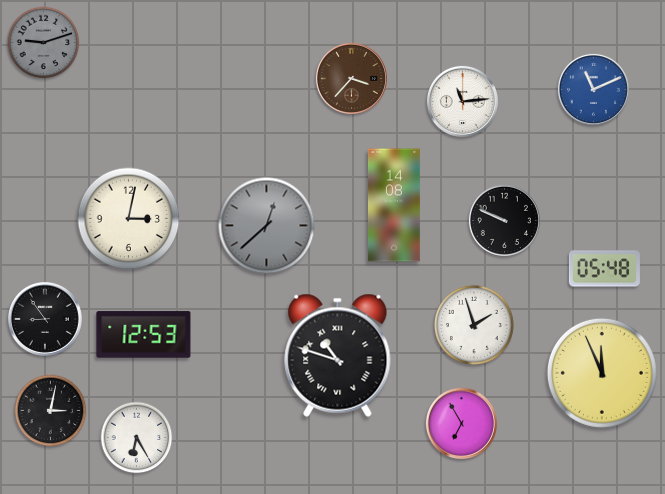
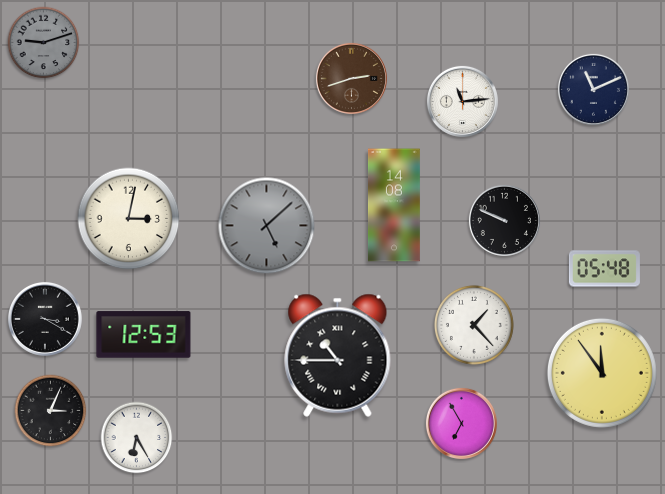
clock at (351, 78): 3:37 -> 2:42
clock at (593, 89) dial: blue -> navy
clock at (267, 226): 12:38 -> 5:08
clock at (45, 319): 8:54 -> 3:20
clock at (474, 325): 1:57 -> 1:23
clock at (338, 355): 10:48 -> 10:45
clock at (602, 373): 11:56 -> 11:54
clock at (51, 411): 3:02 -> 3:04
